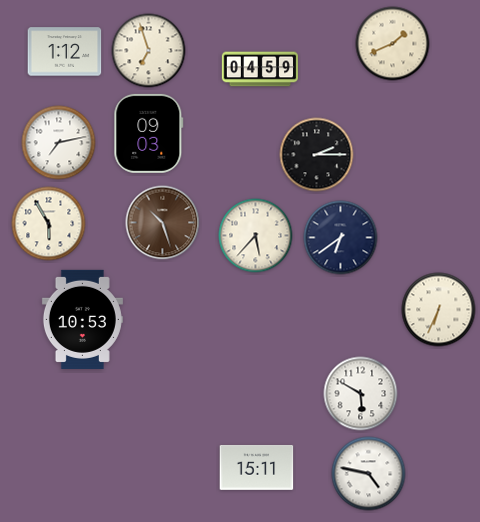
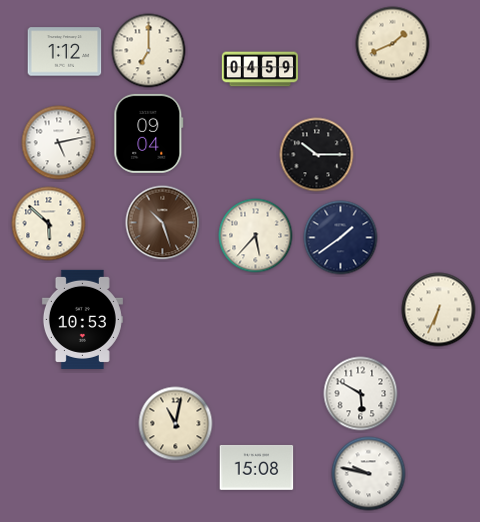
clock at (149, 51): 6:57 -> 7:00
clock at (149, 133): 09:03 -> 09:04
clock at (59, 143): 7:13 -> 5:13
clock at (317, 155): 2:15 -> 10:15
clock at (49, 224): 5:55 -> 5:52
clock at (341, 238): 6:39 -> 1:39
clock at (176, 424): none -> 11:02
clock at (257, 467): 15:11 -> 15:08
clock at (369, 474): 4:47 -> 9:47
